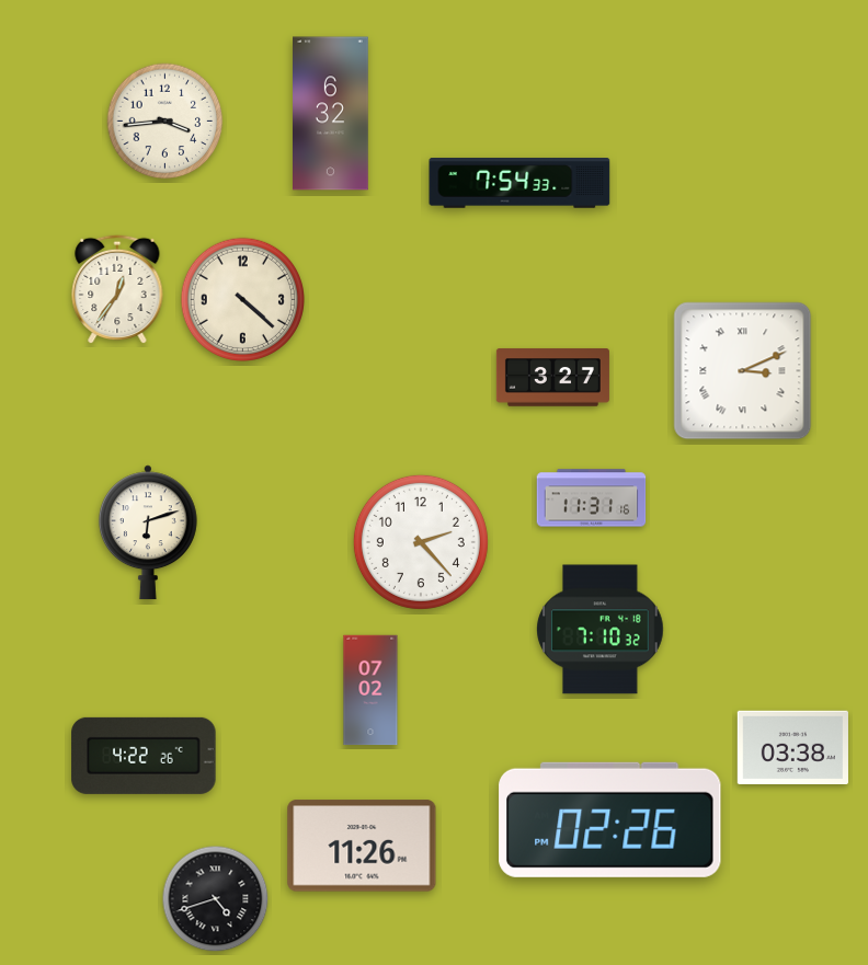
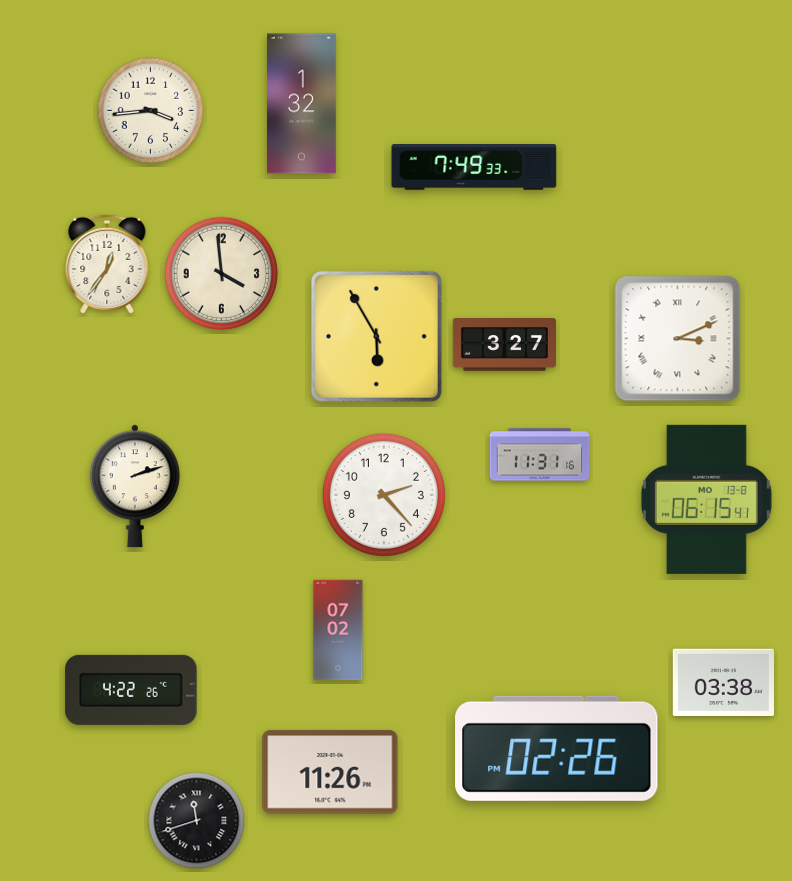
clock at (331, 114): 6:32 -> 1:32
clock at (519, 184): 7:54 -> 7:49
clock at (242, 299): 4:22 -> 3:59
clock at (376, 336): none -> 5:55
clock at (148, 532): 6:12 -> 2:12
clock at (706, 499): none -> 06:15
clock at (601, 630): 7:10 -> none
clock at (216, 899): 4:42 -> 11:42
